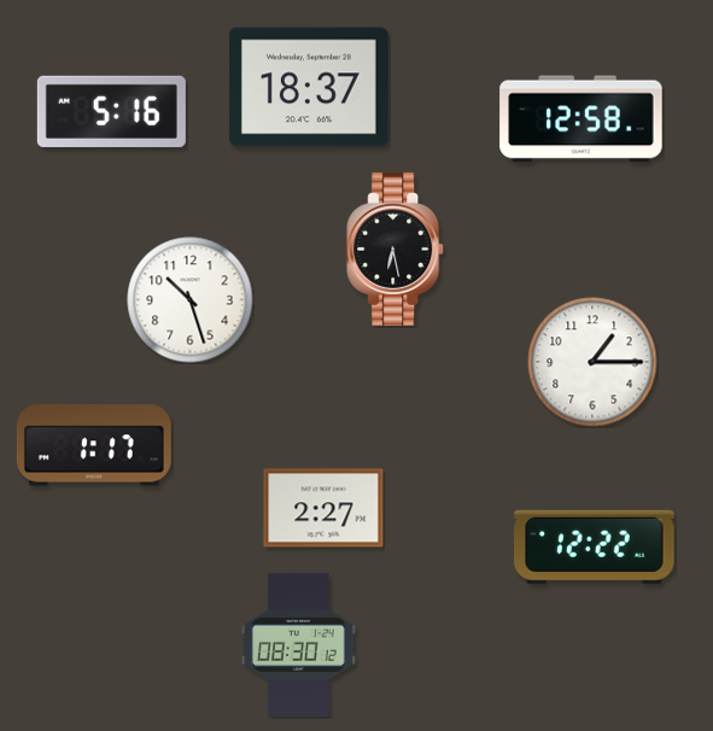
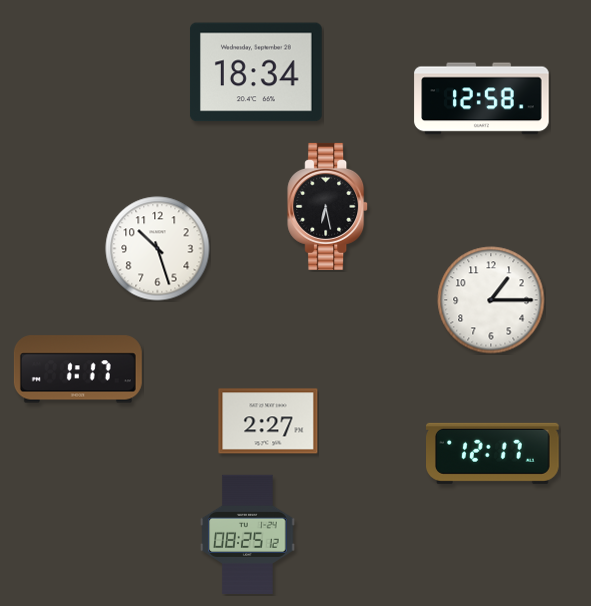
clock at (309, 87): 18:37 -> 18:34
clock at (111, 111): 5:16 -> none
clock at (595, 546): 12:22 -> 12:17
clock at (299, 644): 08:30 -> 08:25
